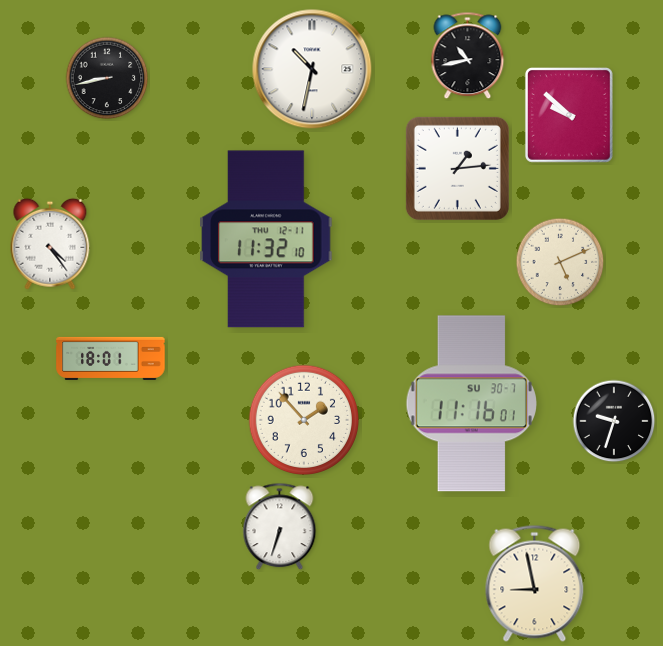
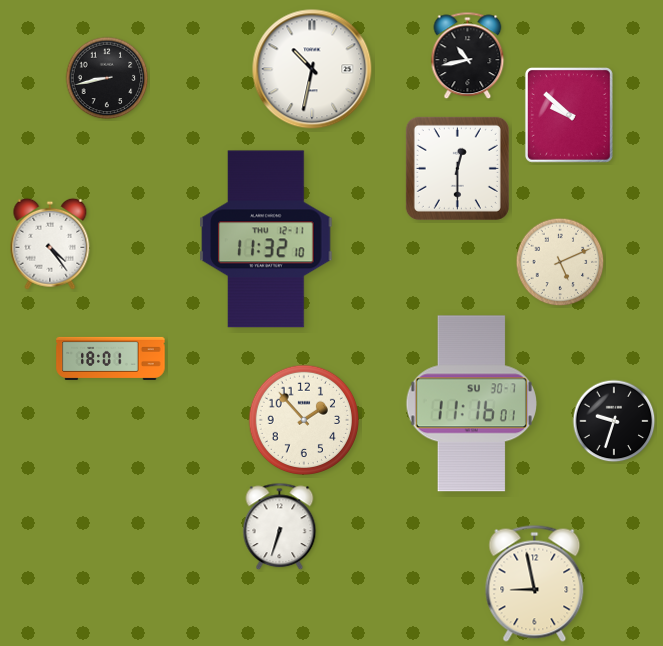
clock at (457, 168): 1:14 -> 12:30
